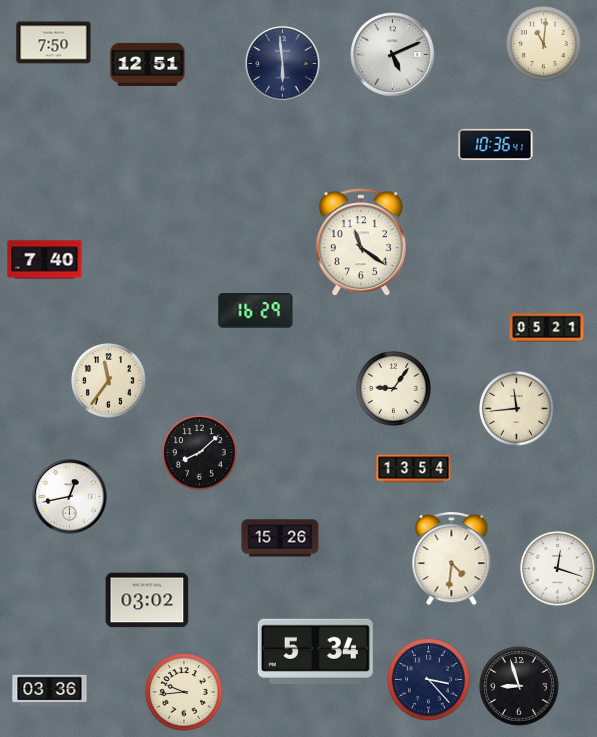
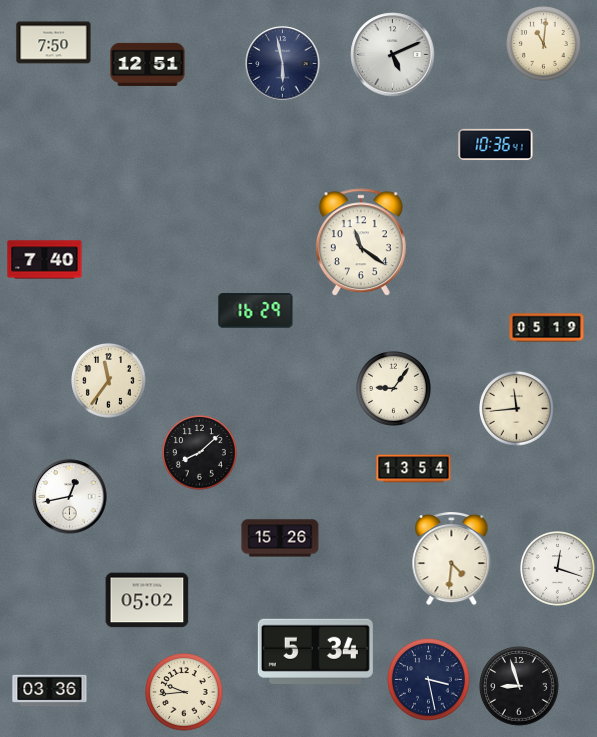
clock at (283, 64): 5:59 -> 5:58
clock at (547, 328): 05:21 -> 05:19
clock at (147, 600): 03:02 -> 05:02
clock at (429, 680): 3:23 -> 3:28
